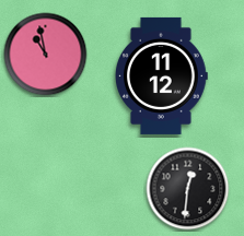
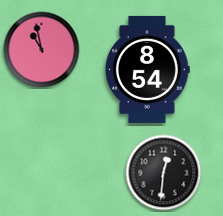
clock at (162, 75): 11:12 -> 8:54
clock at (188, 189) position: (188, 189) -> (164, 173)
